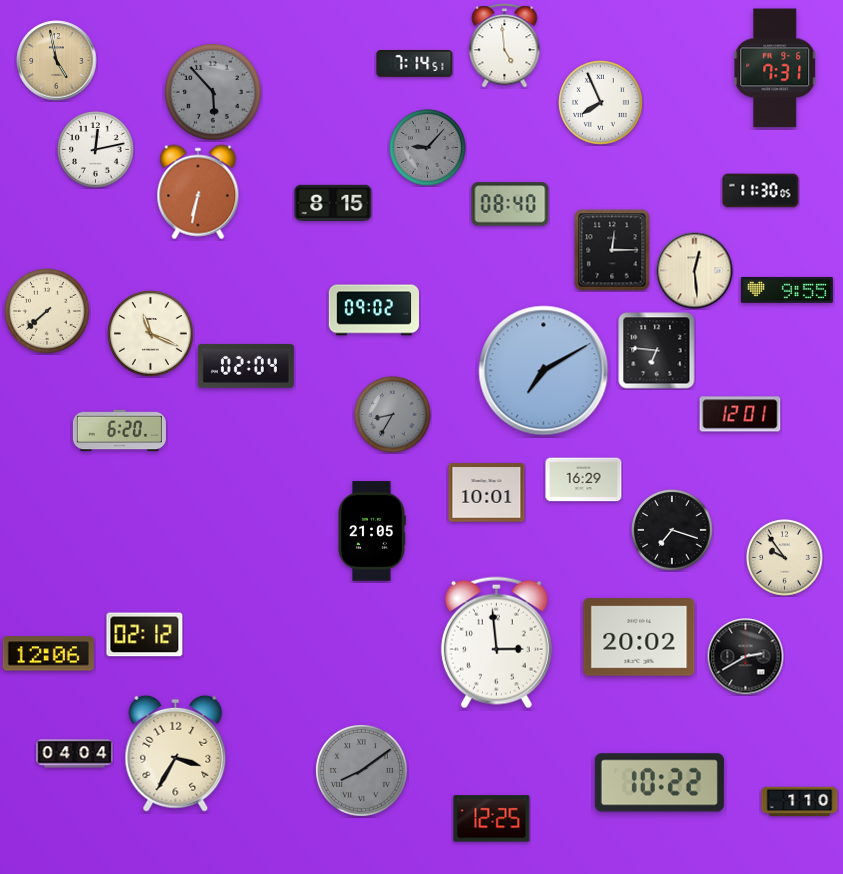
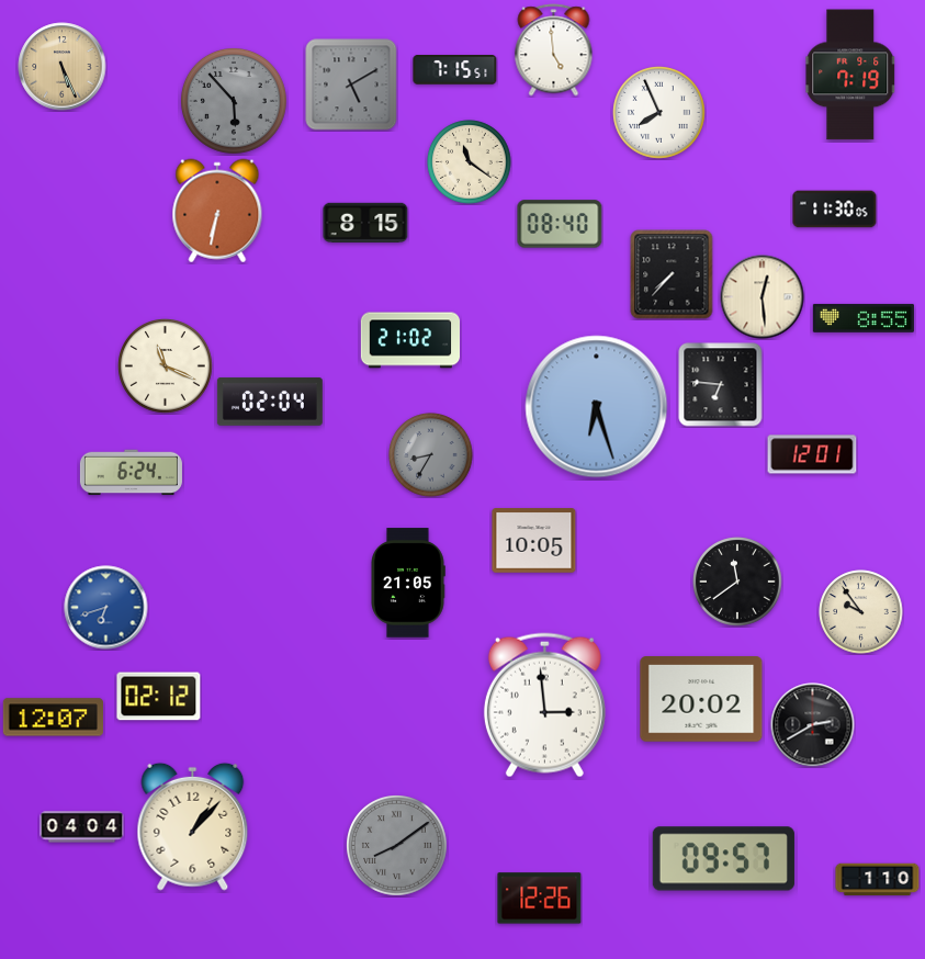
clock at (57, 61): 4:58 -> 5:26
clock at (415, 64): 7:14 -> 7:15
clock at (775, 68): 7:31 -> 7:19
clock at (351, 84): none -> 5:10
clock at (428, 148): 9:07 -> 11:21
clock at (428, 148) dial: grey -> cream
clock at (96, 150): 12:13 -> none
clock at (612, 250): 12:15 -> 7:37
clock at (787, 290): 9:55 -> 8:55
clock at (373, 310): 09:02 -> 21:02
clock at (47, 311): 7:38 -> none
clock at (544, 371): 7:10 -> 6:27
clock at (119, 431): 6:20 -> 6:24
clock at (584, 480): 16:29 -> none
clock at (487, 493): 10:01 -> 10:05
clock at (672, 530): 7:18 -> 11:39
clock at (106, 608): none -> 6:42
clock at (48, 654): 12:06 -> 12:07
clock at (746, 657) position: (746, 657) -> (813, 725)
clock at (176, 753): 3:35 -> 1:07
clock at (659, 783): 10:22 -> 09:57
clock at (492, 819): 12:25 -> 12:26
